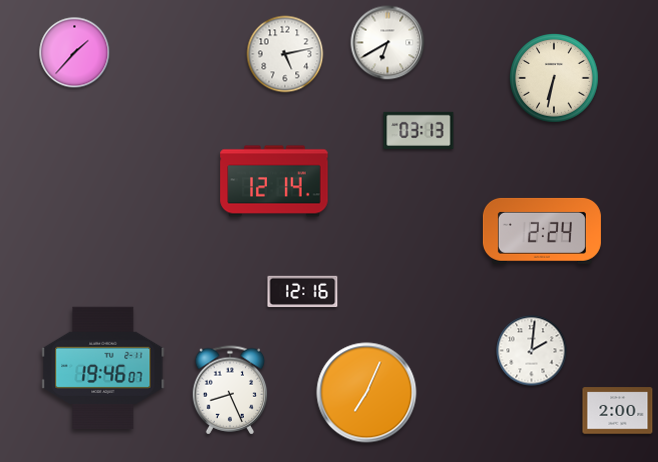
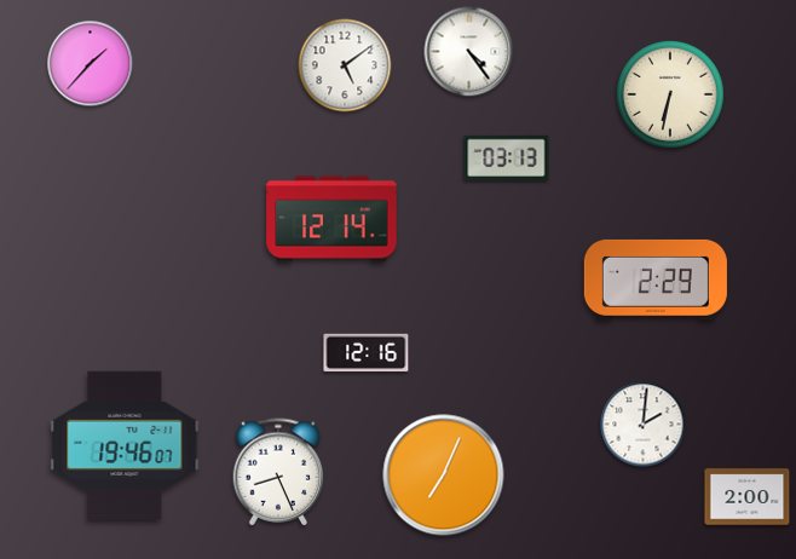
clock at (388, 43): 6:40 -> 4:24
clock at (285, 54): 5:13 -> 5:09
clock at (542, 231): 2:24 -> 2:29
